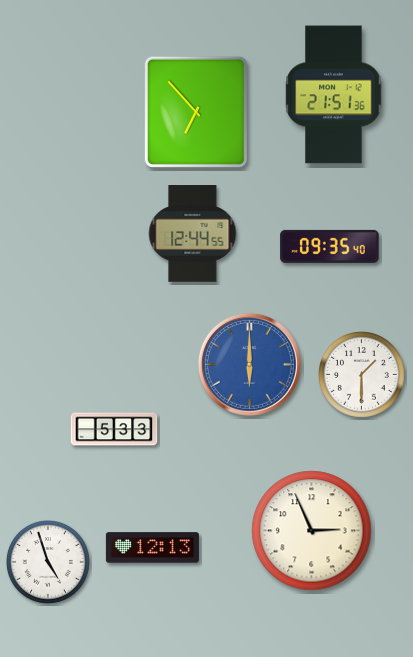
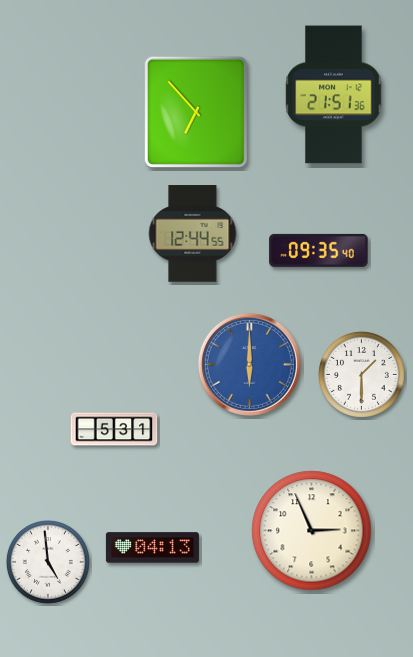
clock at (330, 246) position: (330, 246) -> (319, 250)
clock at (114, 429): 5:33 -> 5:31
clock at (152, 548): 12:13 -> 04:13
clock at (48, 562): 4:57 -> 4:59
